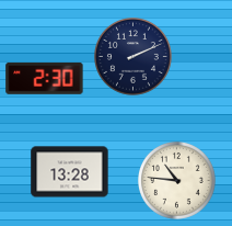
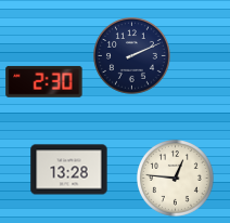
clock at (45, 78) position: (45, 78) -> (44, 81)
clock at (177, 181): 10:46 -> 12:46
